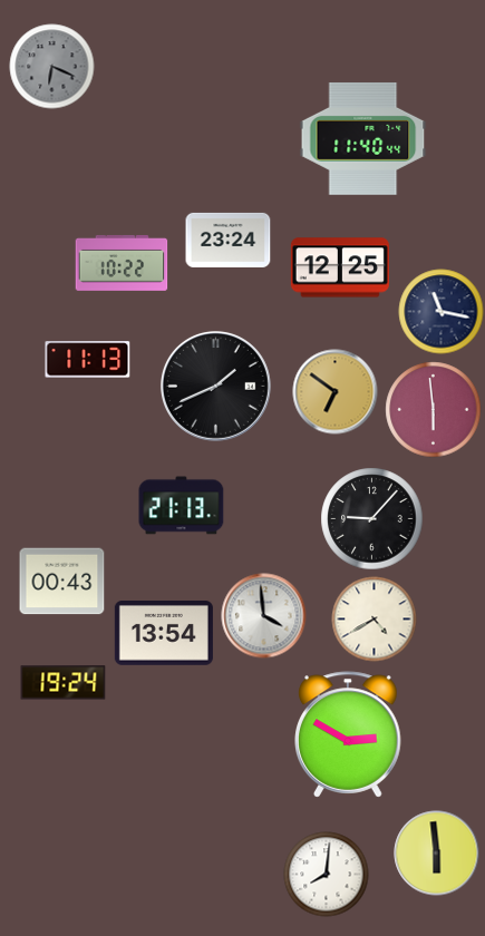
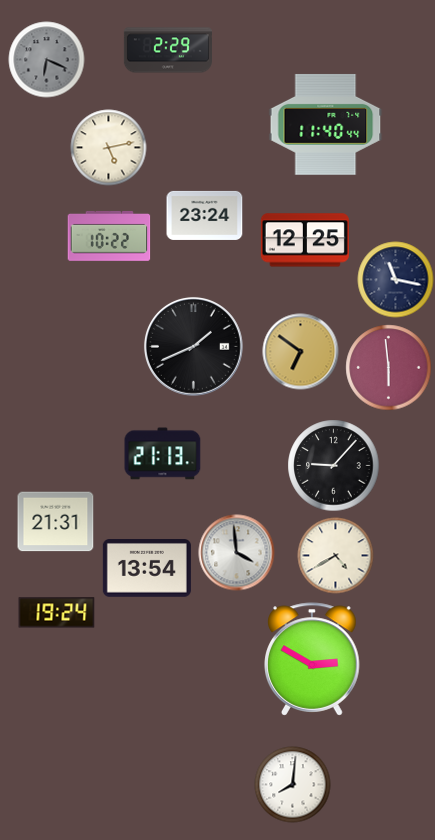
clock at (168, 50): none -> 2:29
clock at (109, 148): none -> 5:13
clock at (88, 360): 11:13 -> none
clock at (62, 582): 00:43 -> 21:31
clock at (437, 854): 5:59 -> none
